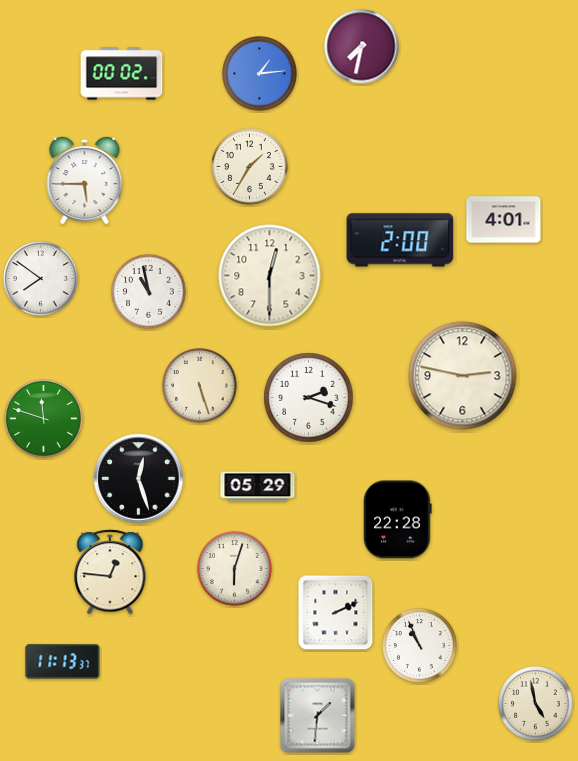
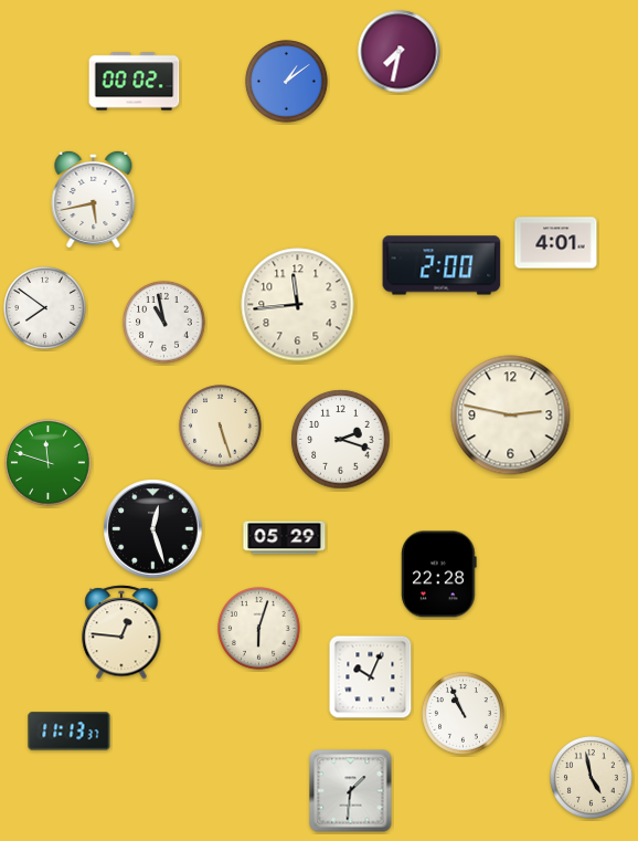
clock at (260, 74): 1:14 -> 1:09
clock at (250, 167): 1:35 -> none
clock at (85, 180): 5:45 -> 5:43
clock at (270, 276): 12:30 -> 11:44
clock at (336, 613): 2:11 -> 10:04
